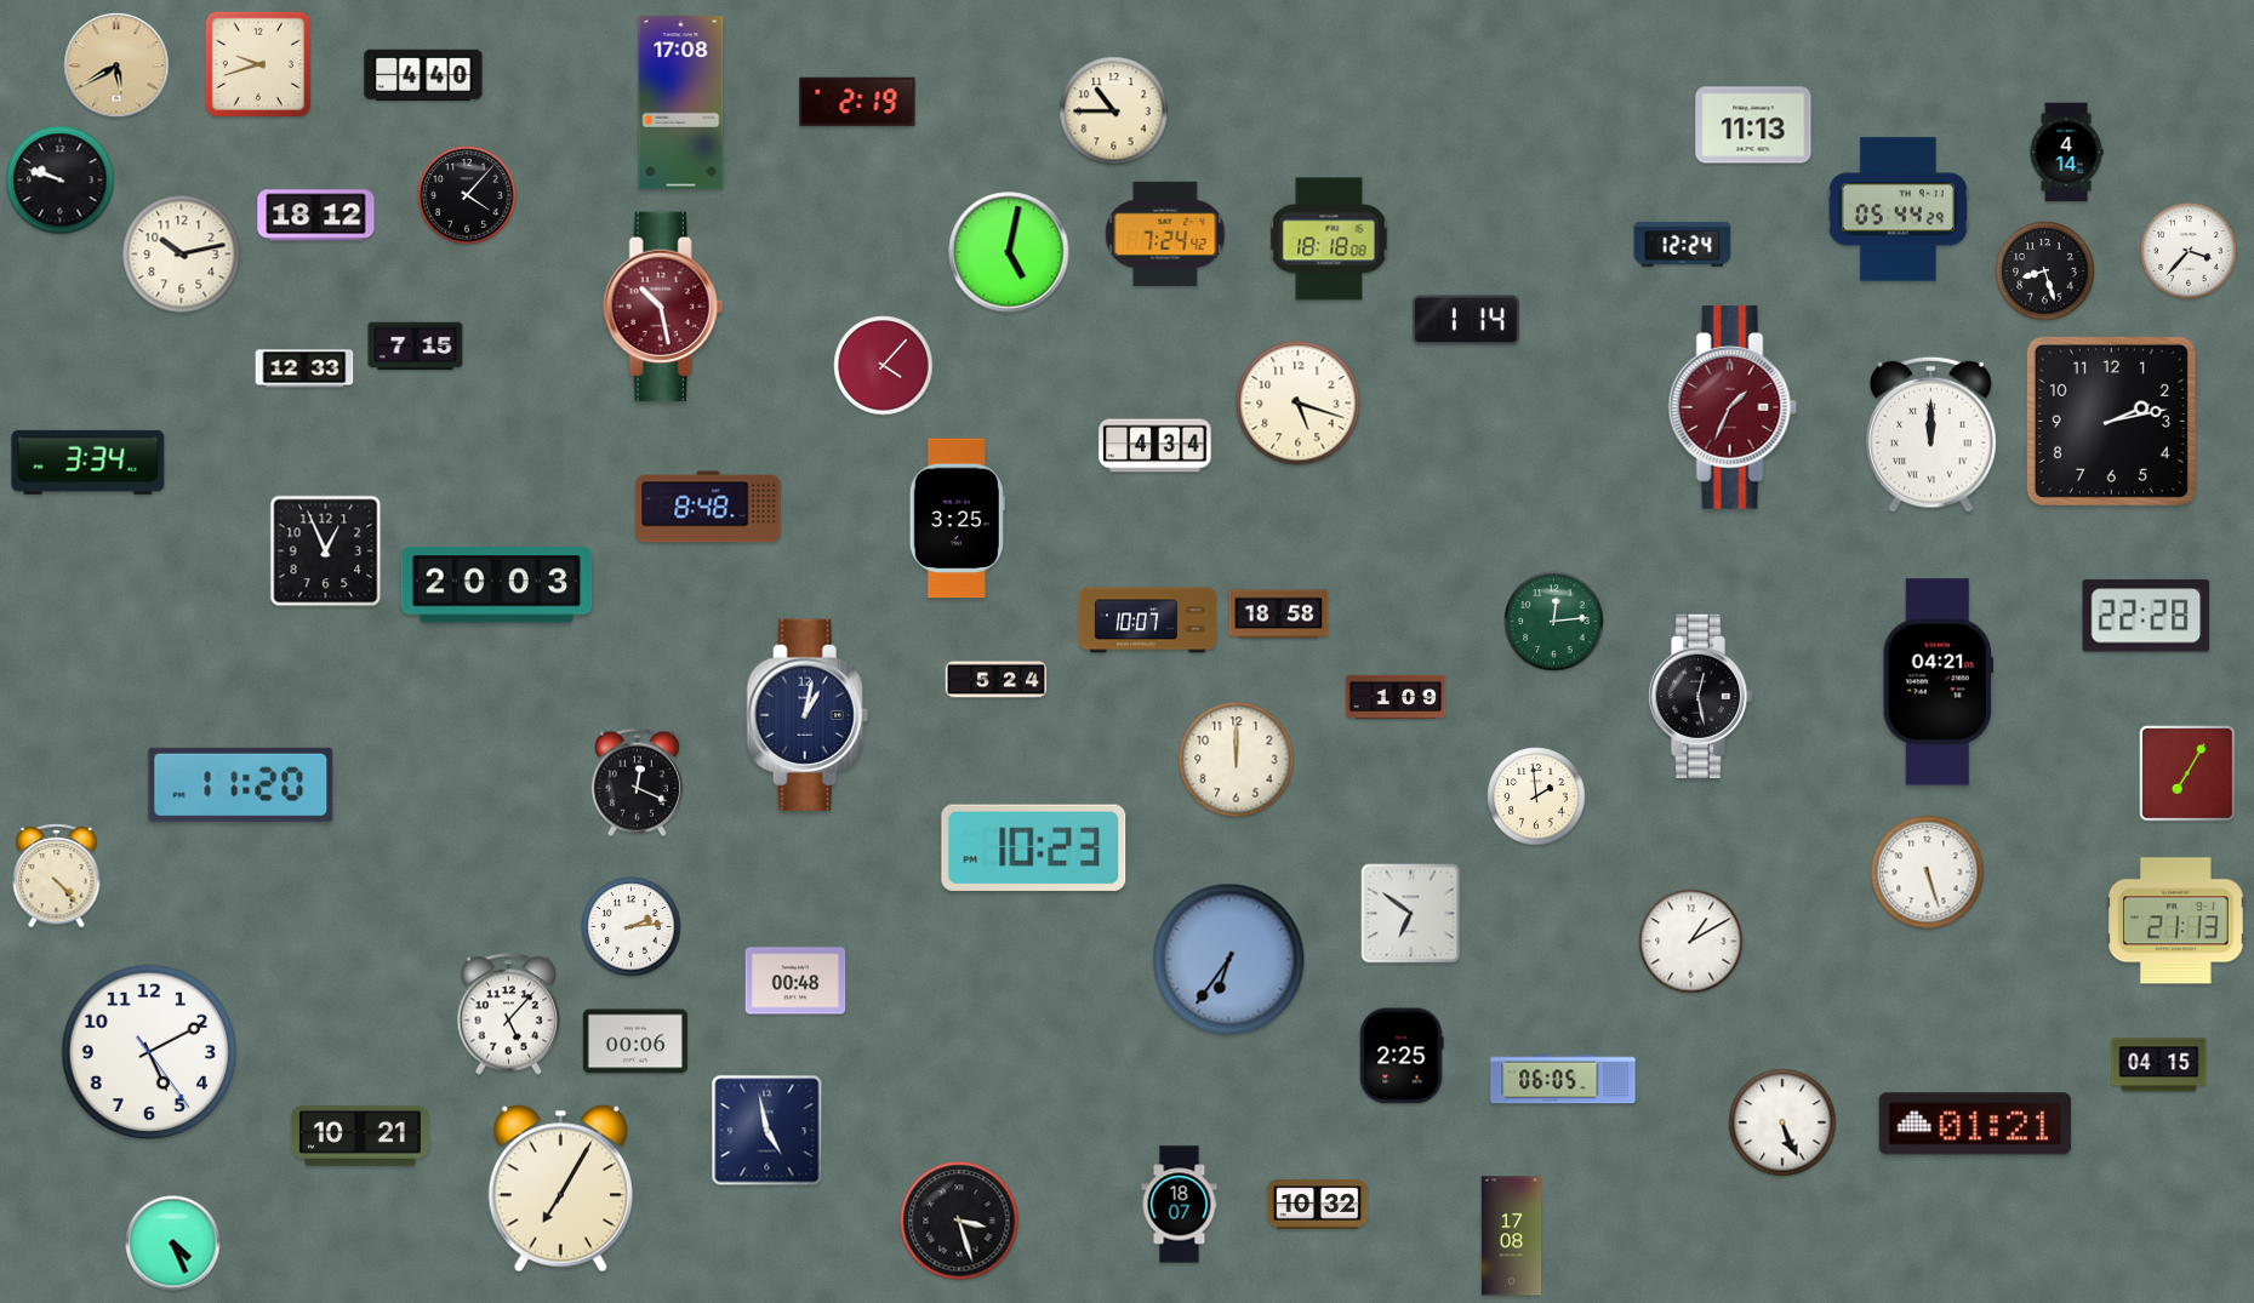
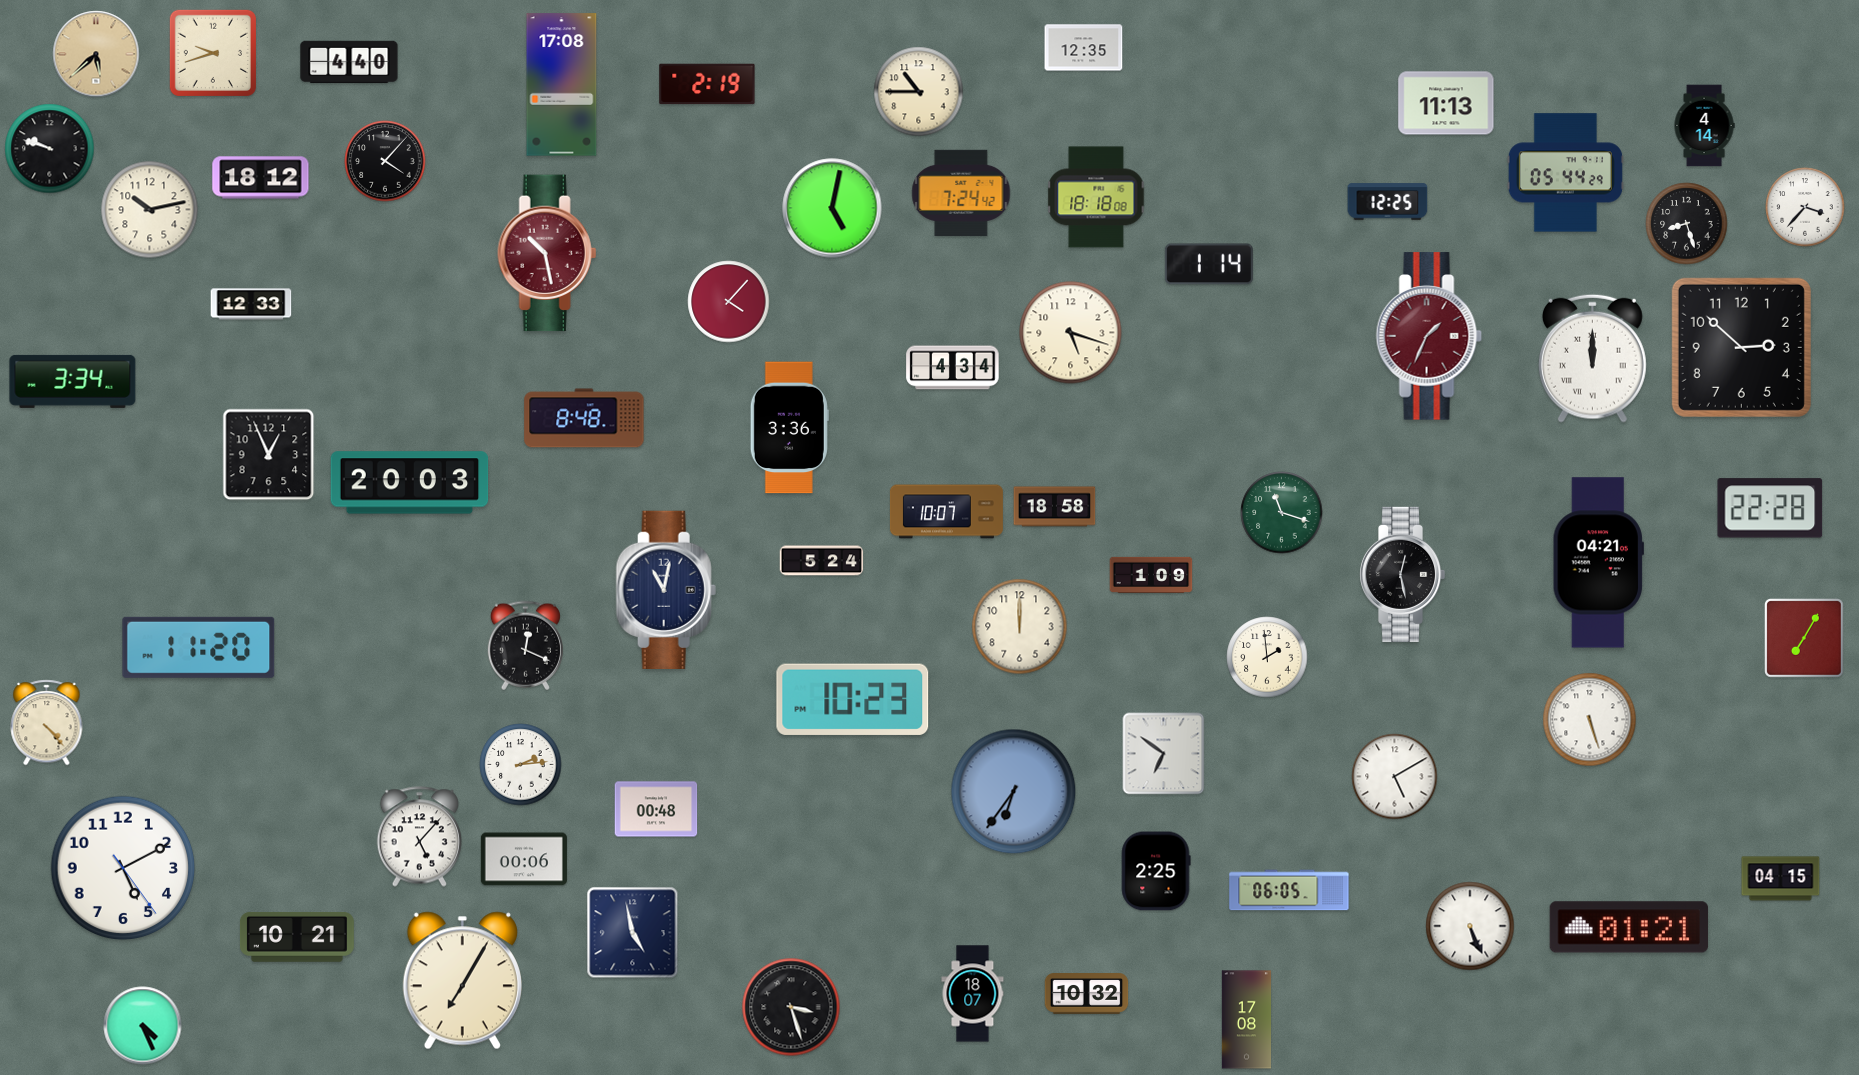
clock at (1084, 48): none -> 12:35
clock at (116, 65): 5:40 -> 5:38
clock at (1683, 245): 12:24 -> 12:25
clock at (416, 347): 7:15 -> none
clock at (2111, 421): 2:13 -> 2:52
clock at (957, 519): 3:25 -> 3:36
clock at (1554, 622): 12:14 -> 11:18
clock at (808, 714): 1:02 -> 11:02
clock at (2175, 921): 21:13 -> none
clock at (1691, 942): 1:10 -> 5:10
